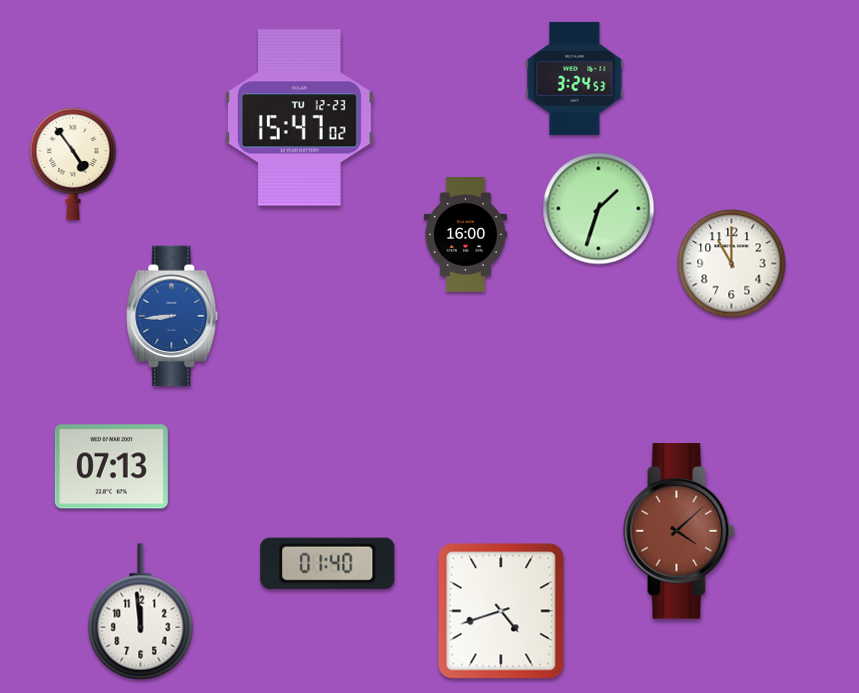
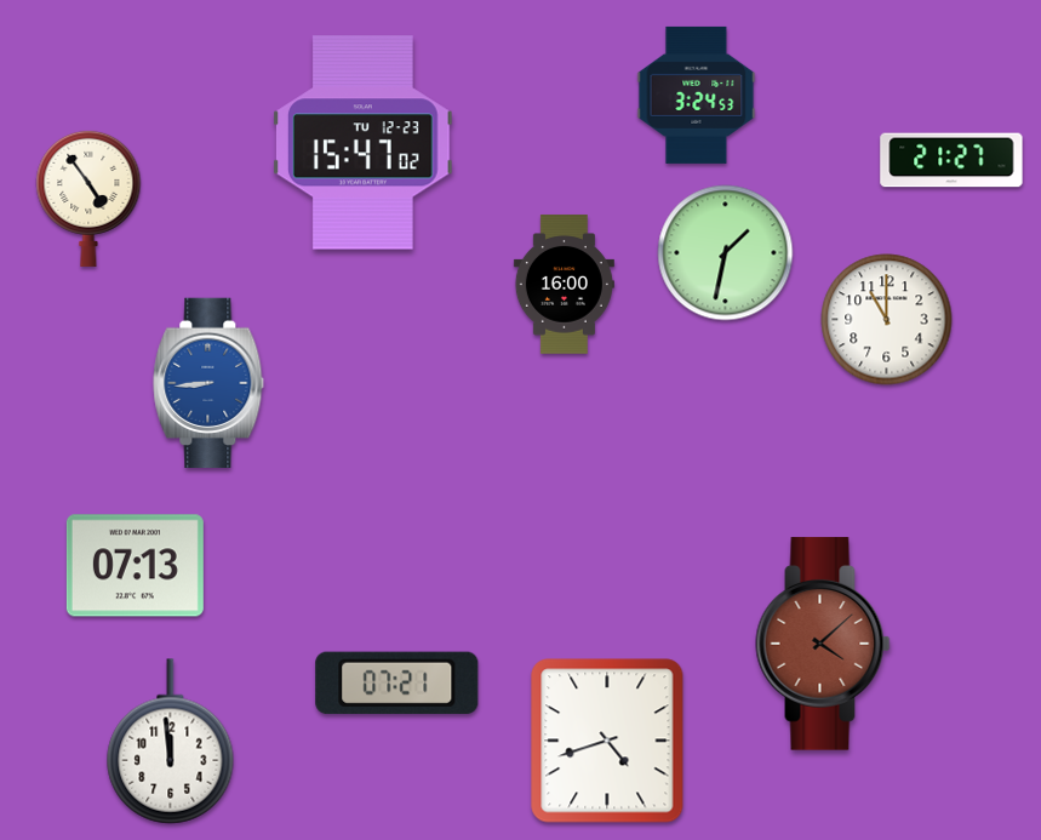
clock at (951, 160): none -> 21:27
clock at (599, 209): 1:33 -> 1:32
clock at (328, 563): 01:40 -> 07:21
